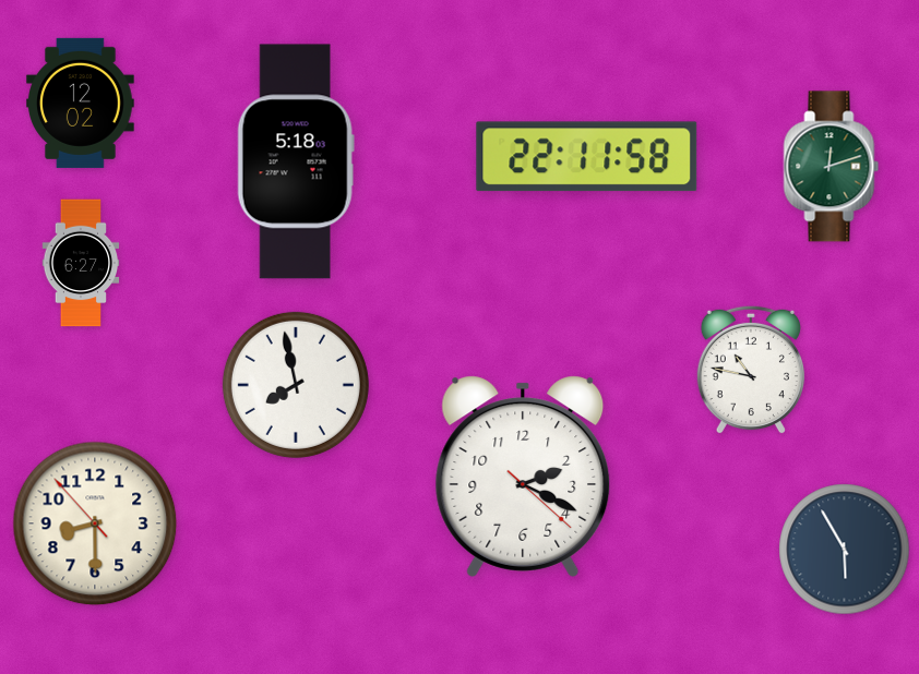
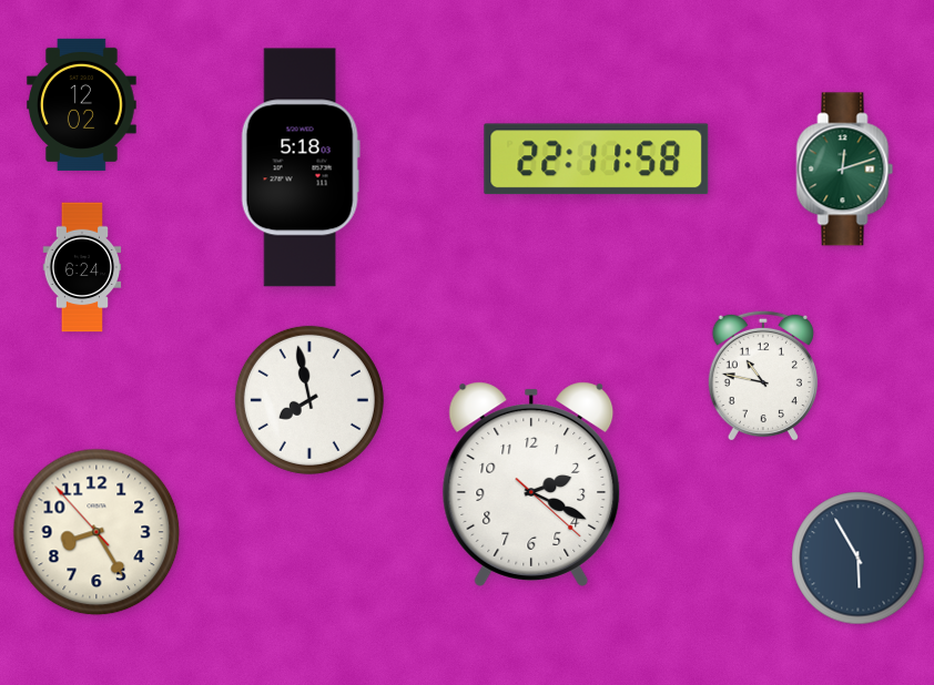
clock at (296, 161) position: (296, 161) -> (301, 167)
clock at (81, 263): 6:27 -> 6:24
clock at (296, 385) position: (296, 385) -> (309, 400)
clock at (95, 523): 8:29 -> 8:24
